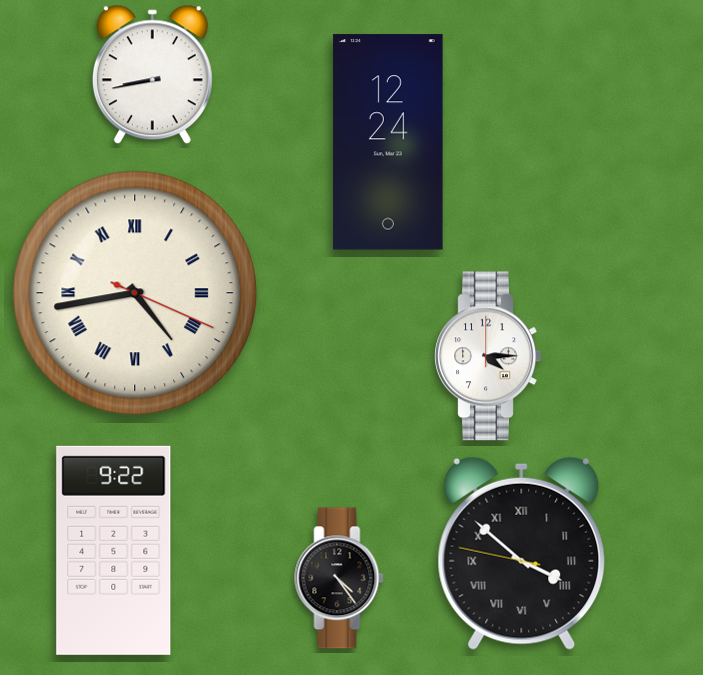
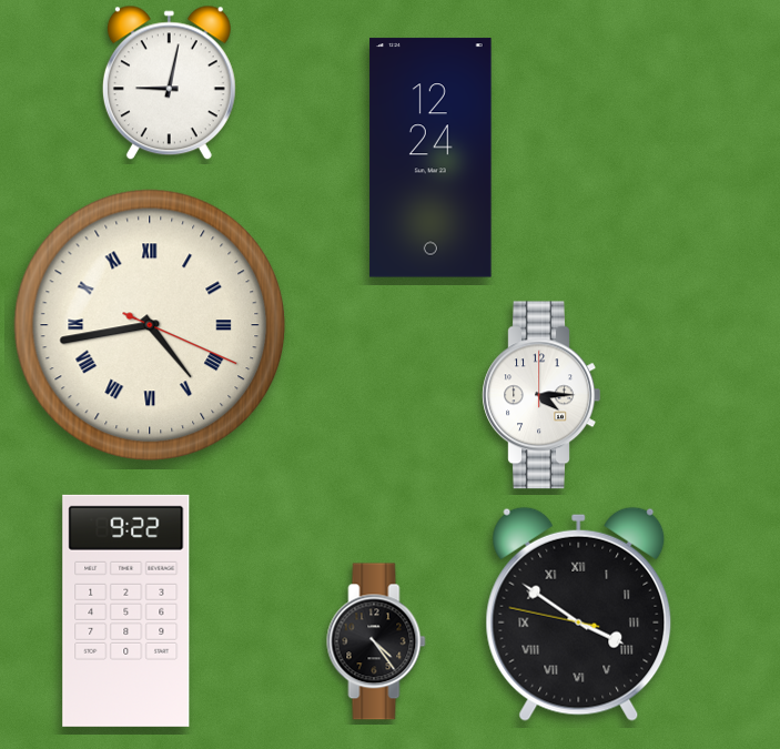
clock at (152, 75): 8:43 -> 9:02
clock at (522, 553): 3:51 -> 3:50
